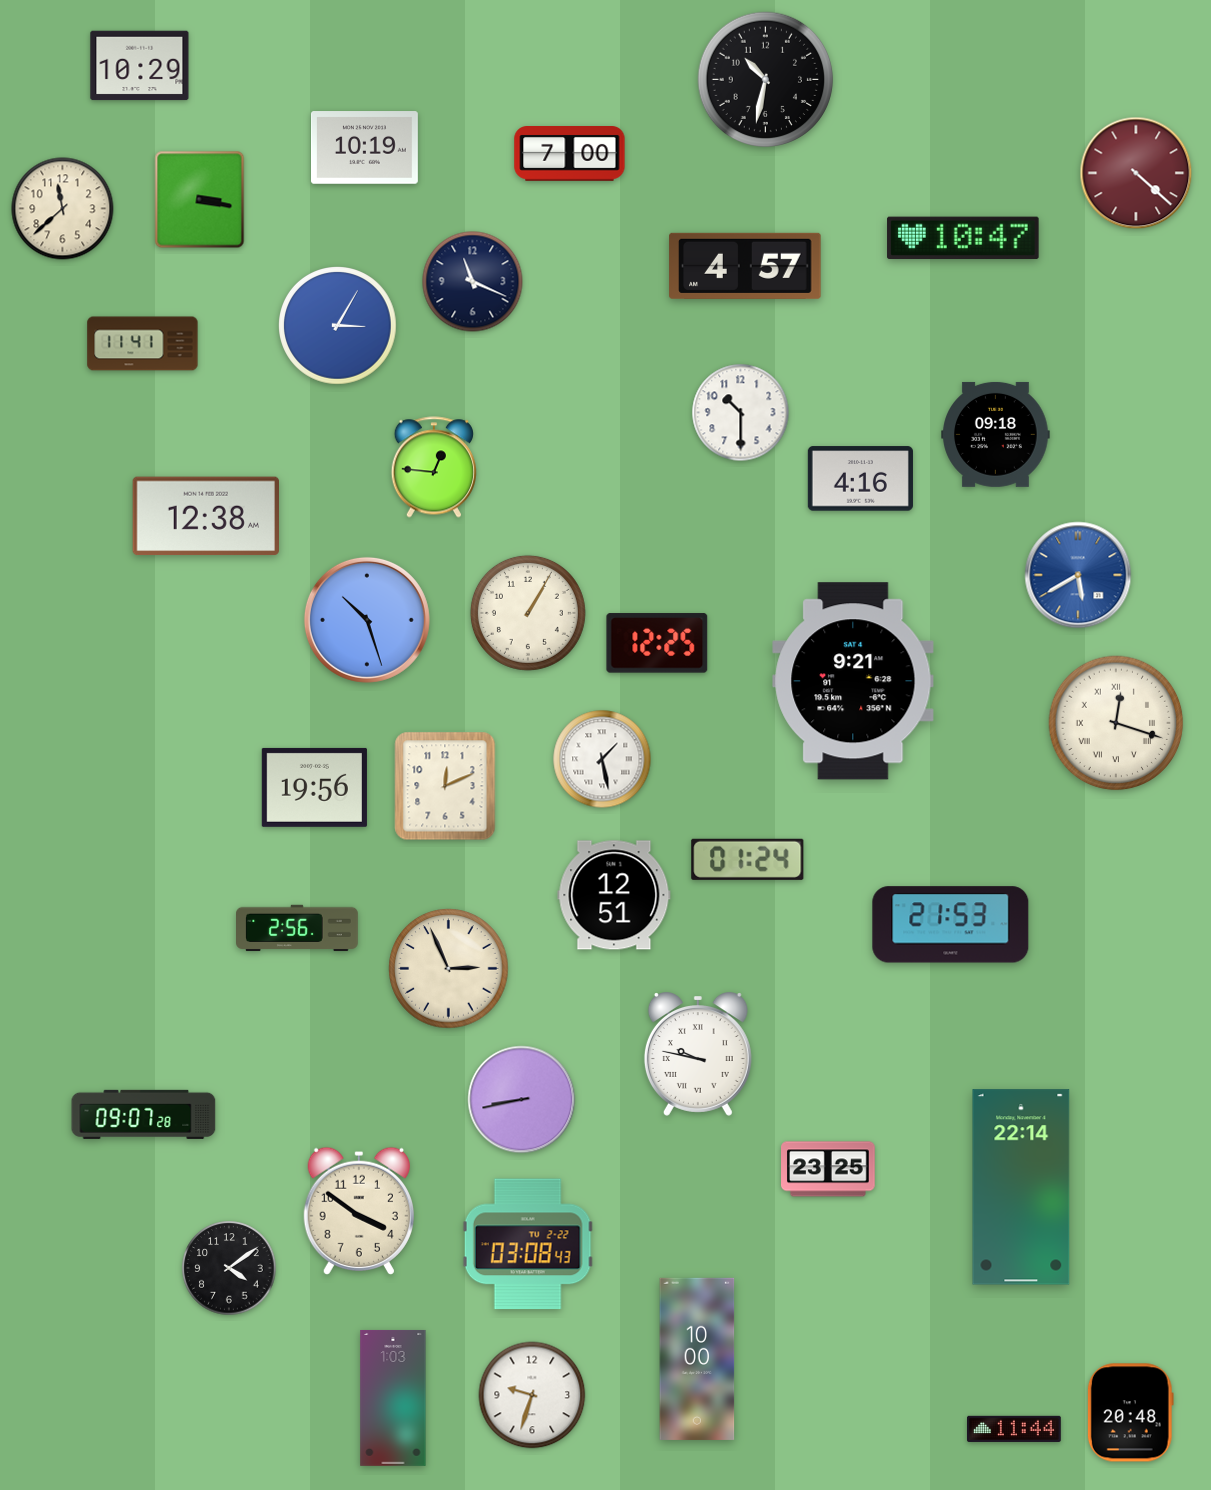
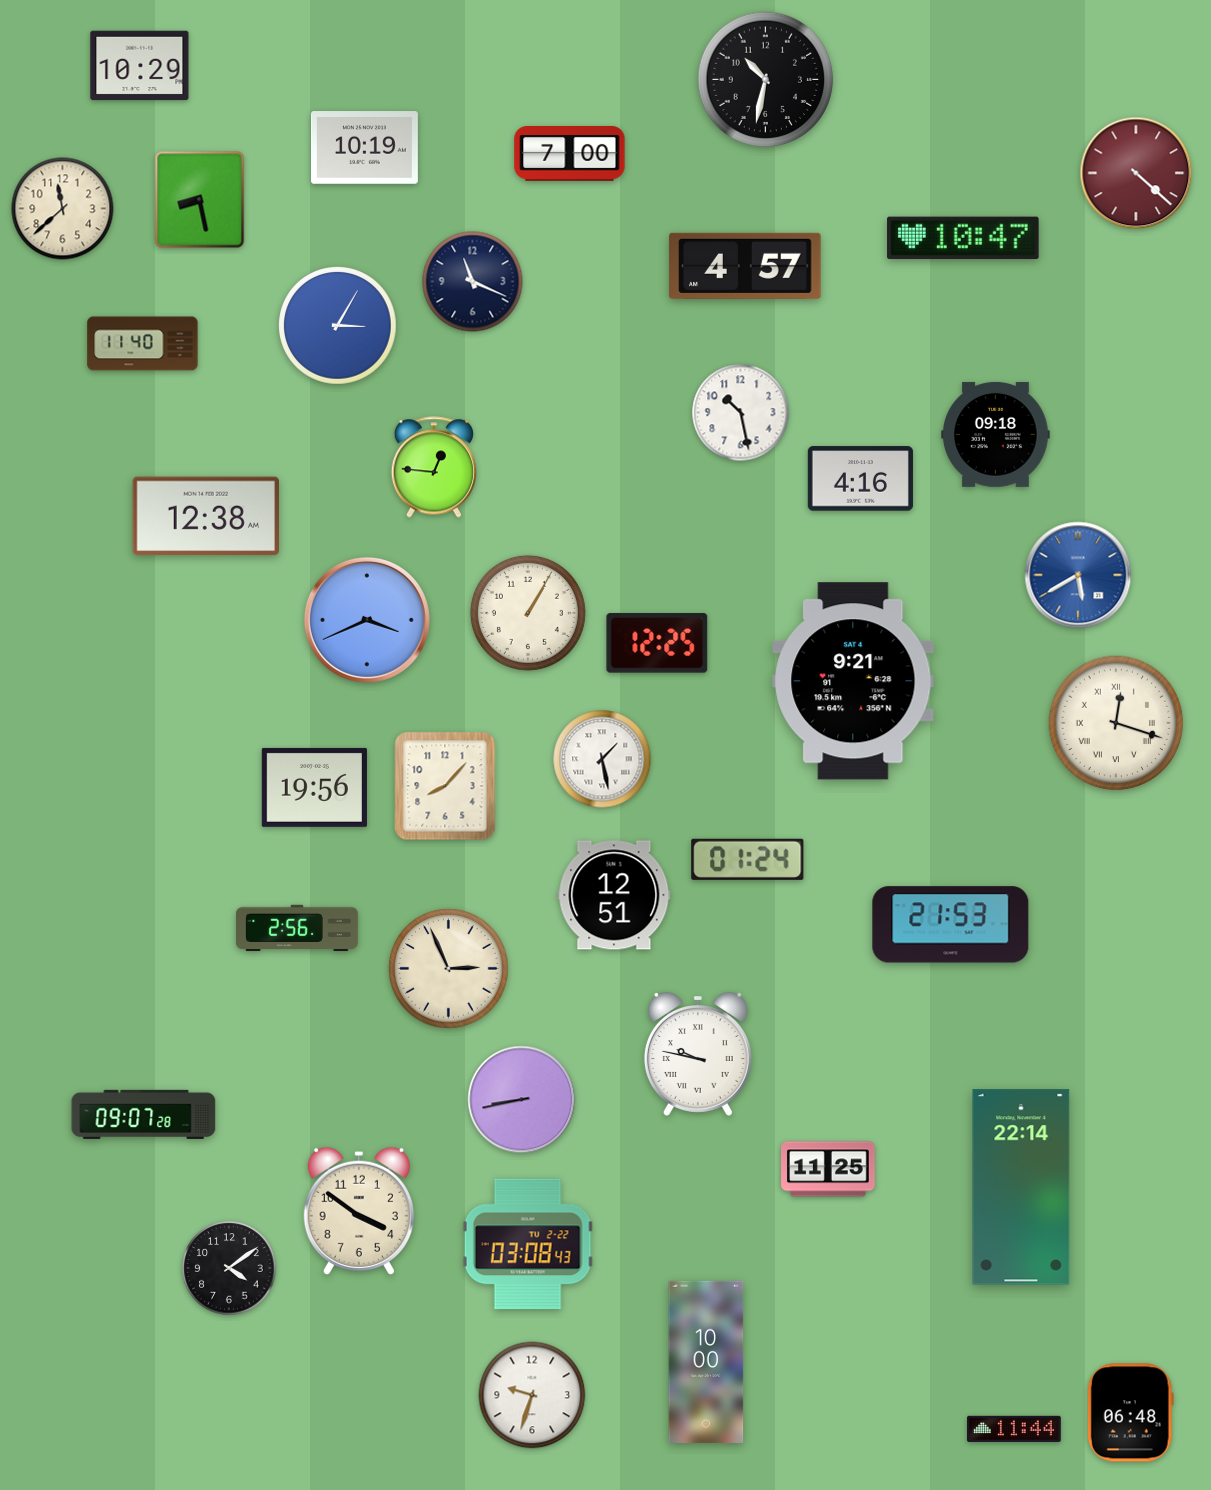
clock at (200, 200): 3:17 -> 8:28
clock at (143, 344): 11:41 -> 11:40
clock at (741, 413): 10:30 -> 10:28
clock at (367, 620): 10:27 -> 3:41
clock at (445, 786): 12:11 -> 8:07
clock at (829, 1169): 23:25 -> 11:25
clock at (697, 1359) position: (697, 1359) -> (706, 1362)
clock at (393, 1398): 1:03 -> none
clock at (1130, 1413): 20:48 -> 06:48
